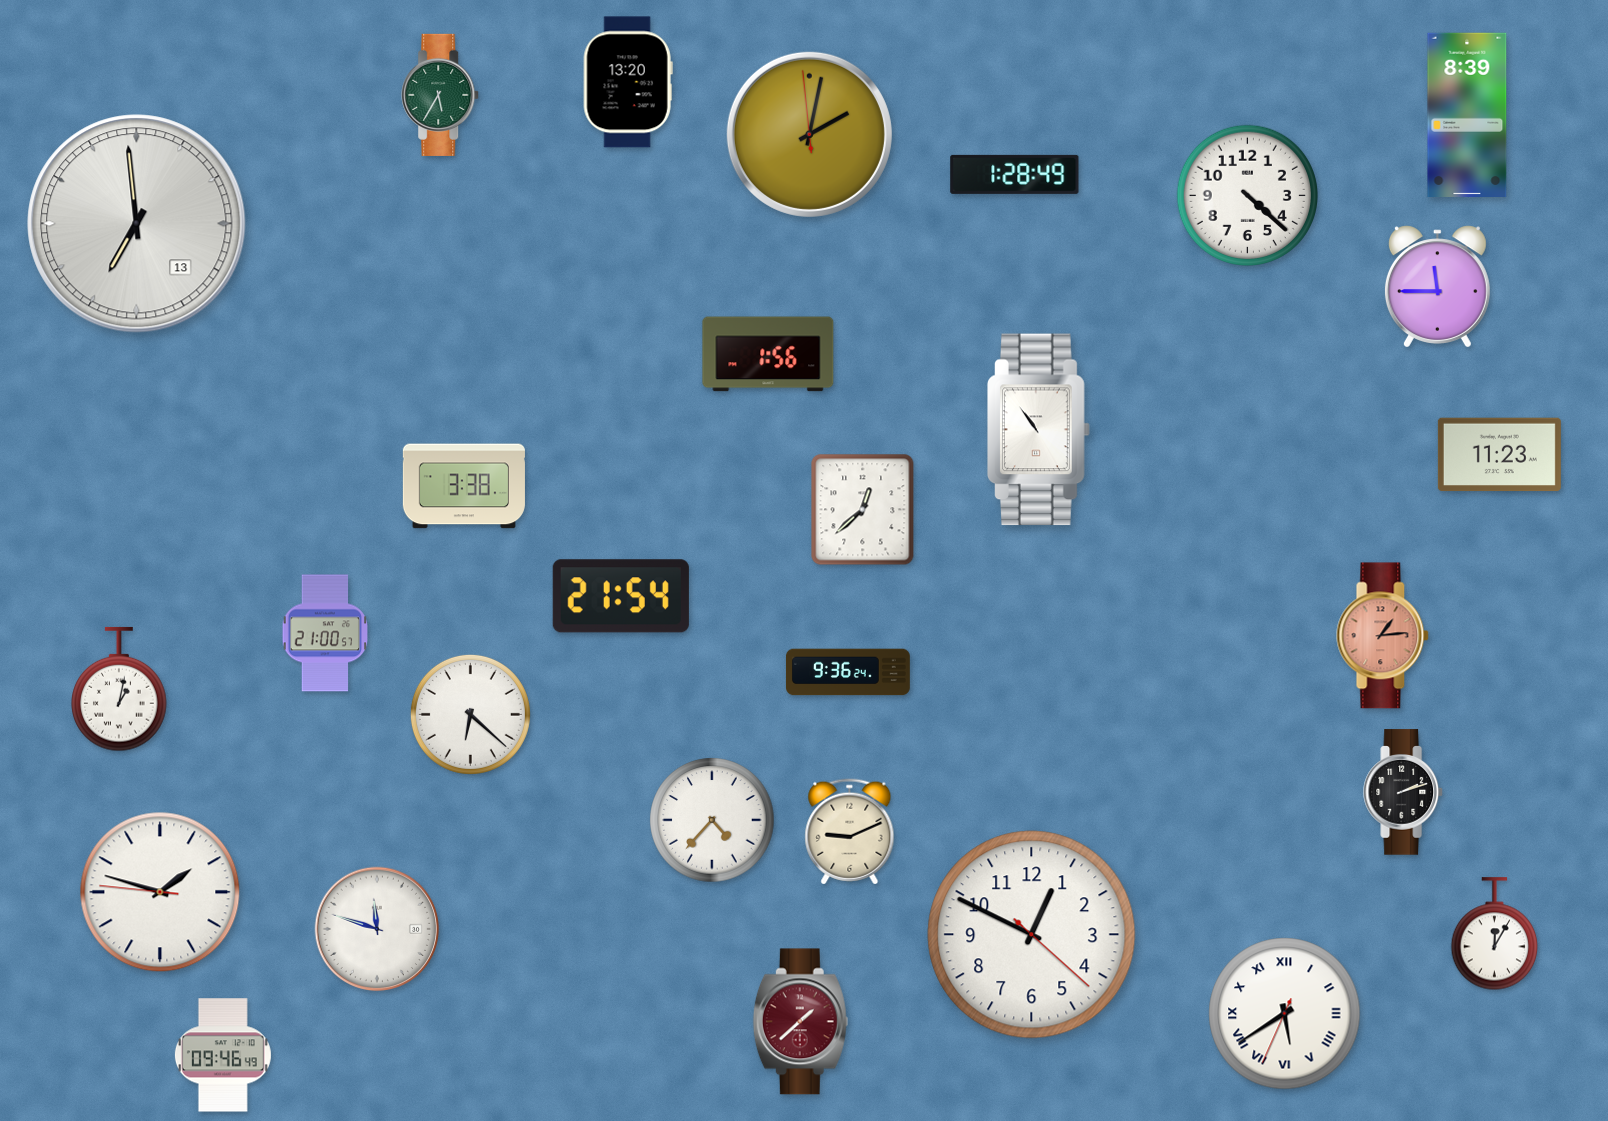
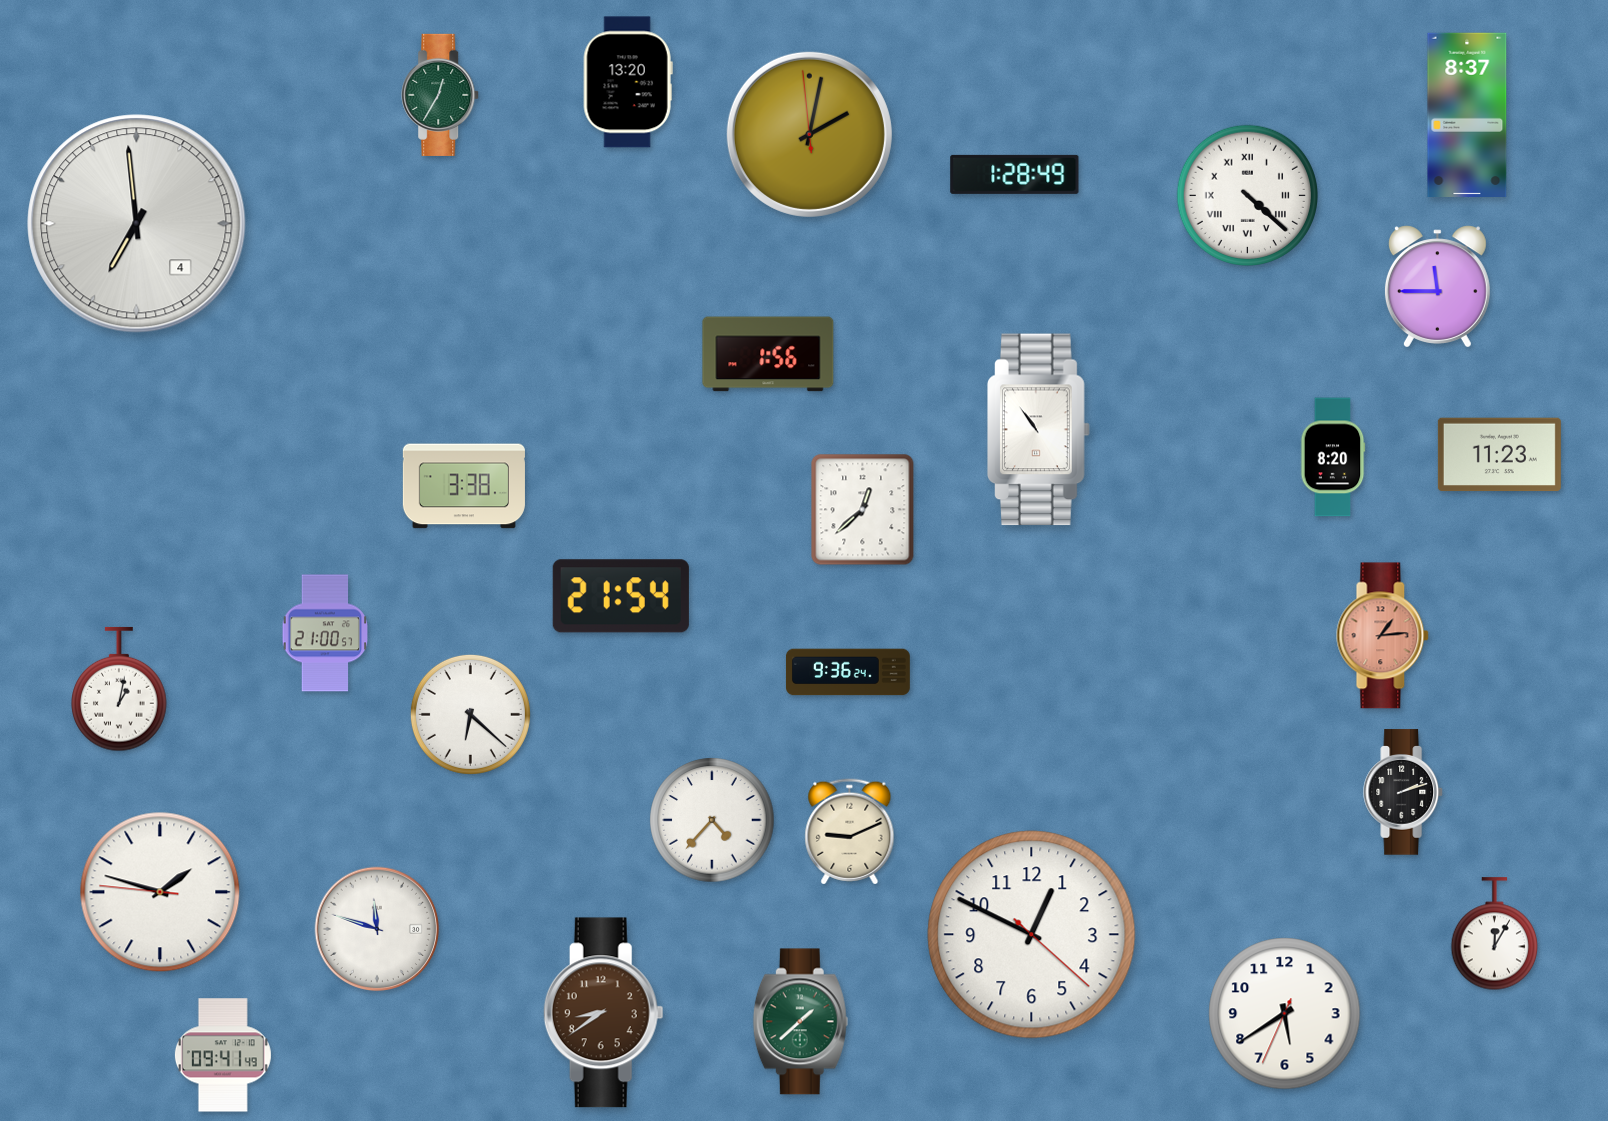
clock at (441, 95): 5:35 -> 12:35
clock at (1467, 114): 8:39 -> 8:37
clock at (1247, 195) numerals: Arabic -> Roman
clock at (137, 224) date: 13 -> 4
clock at (1333, 457): none -> 8:20
clock at (603, 1013): none -> 8:39
clock at (1285, 1014) numerals: Roman -> Arabic
clock at (800, 1022) dial: burgundy -> green
clock at (223, 1055): 09:46 -> 09:41
